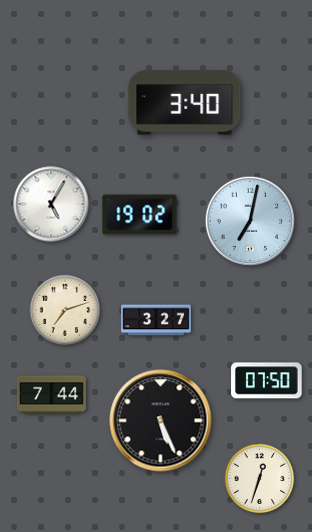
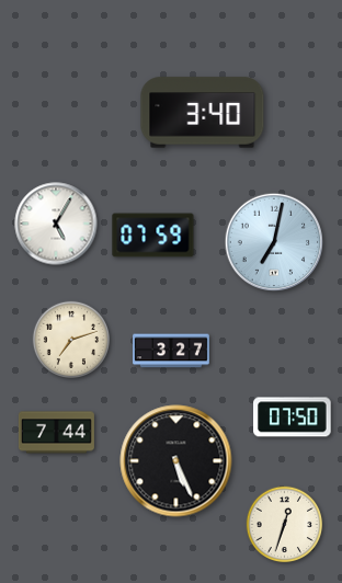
clock at (140, 215): 19:02 -> 07:59
